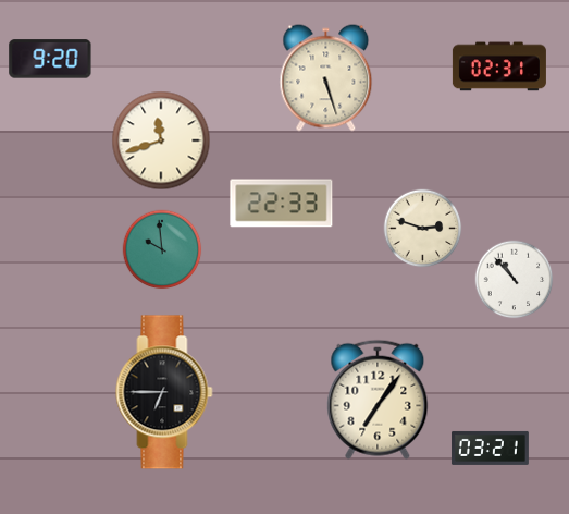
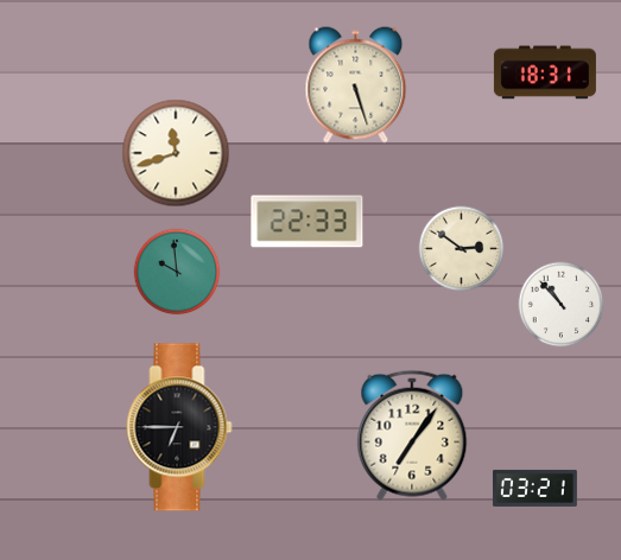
clock at (50, 59): 9:20 -> none
clock at (499, 66): 02:31 -> 18:31
clock at (423, 229): 2:48 -> 2:51
